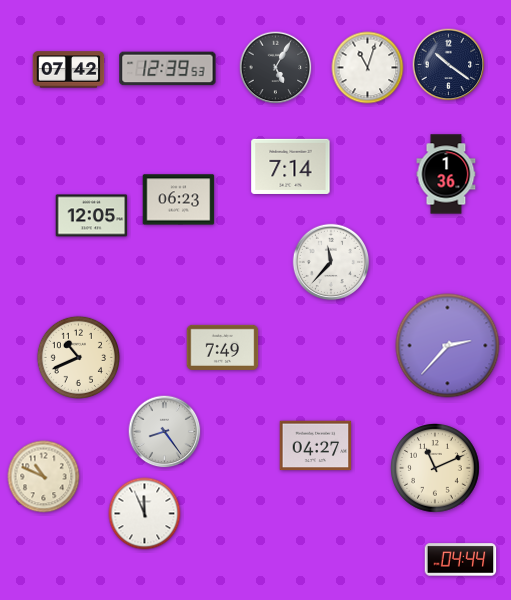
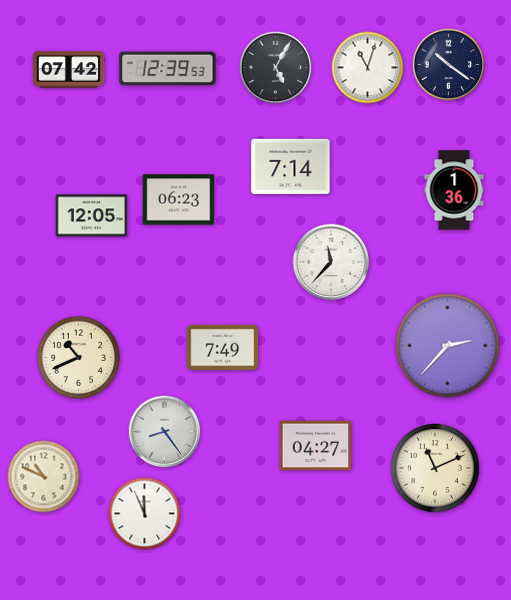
clock at (446, 174) position: (446, 174) -> (454, 190)
clock at (461, 560): 04:44 -> none
